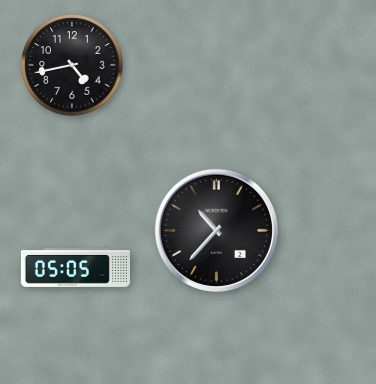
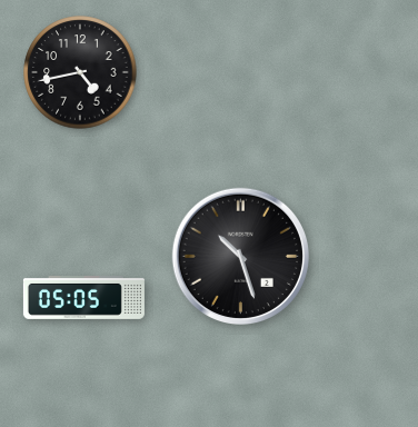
clock at (216, 230): 10:37 -> 10:27
